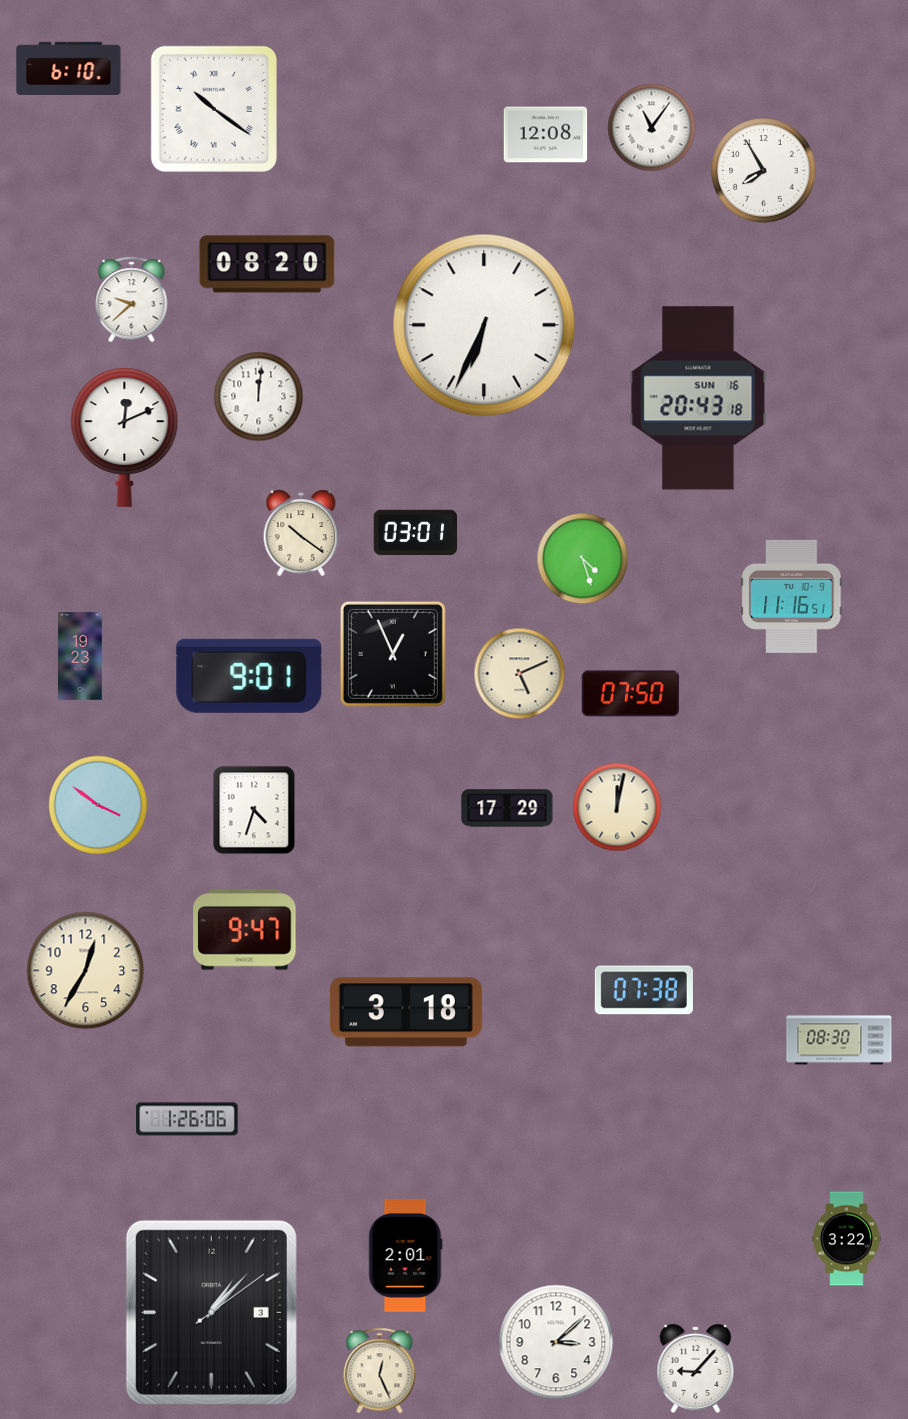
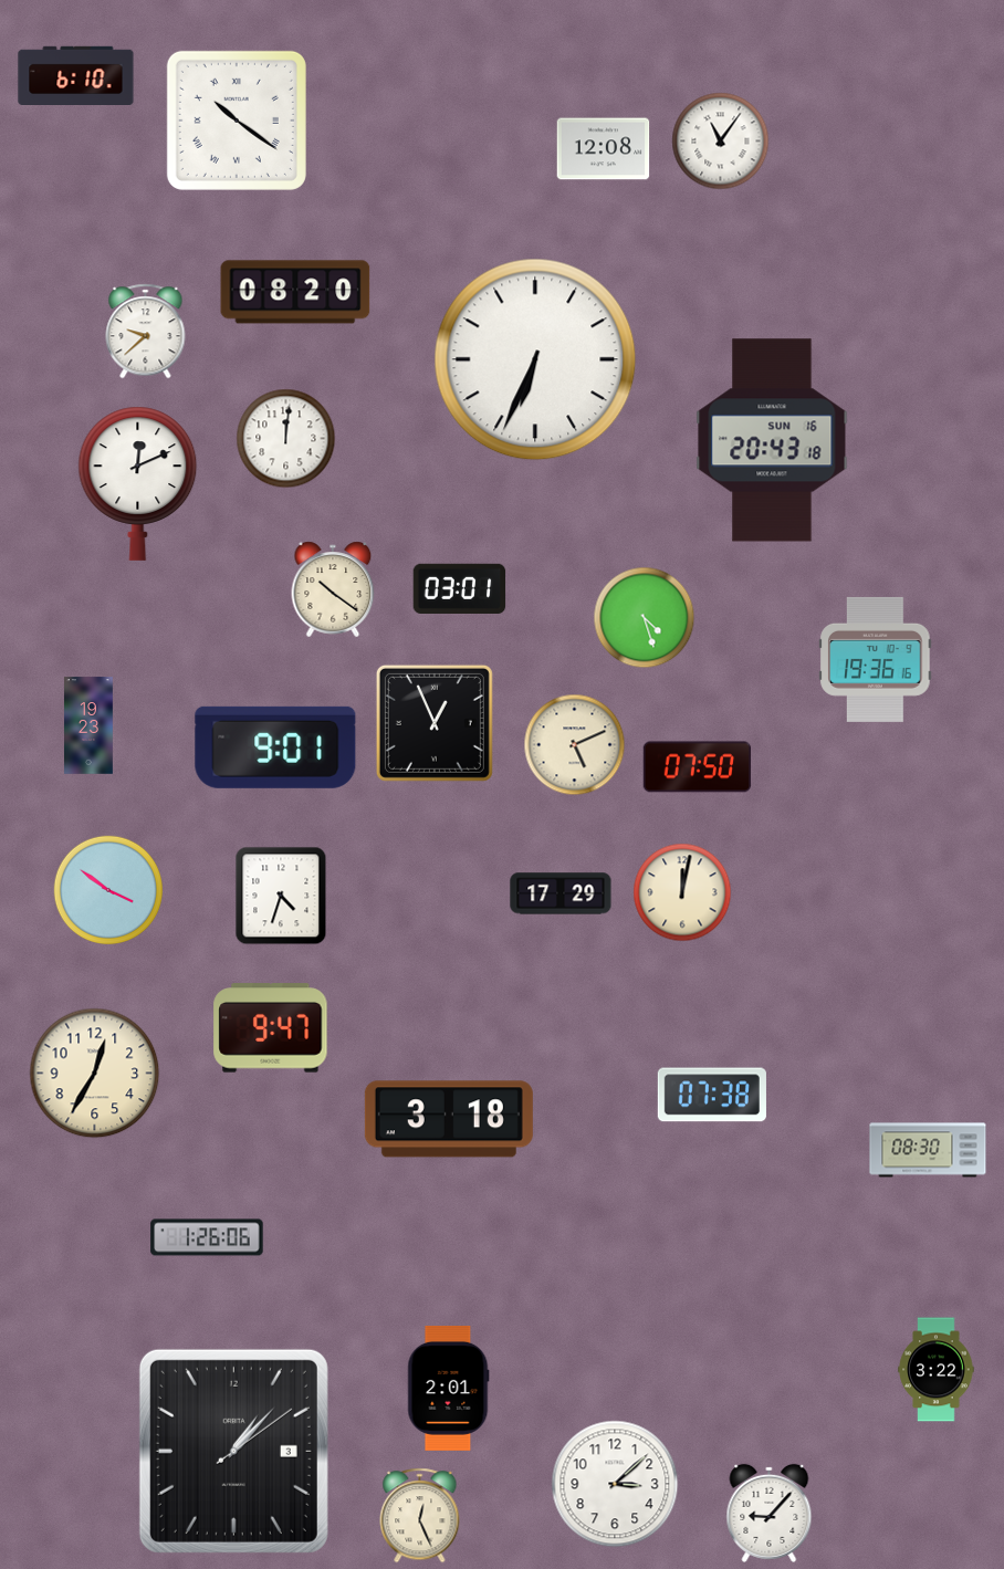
clock at (764, 171): 7:55 -> none
clock at (792, 596): 11:16 -> 19:36
